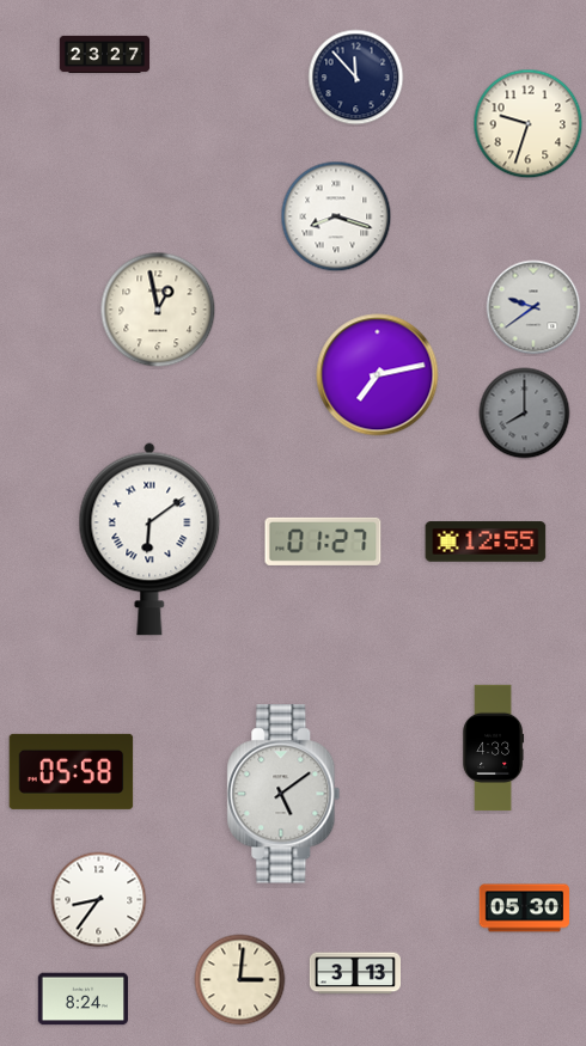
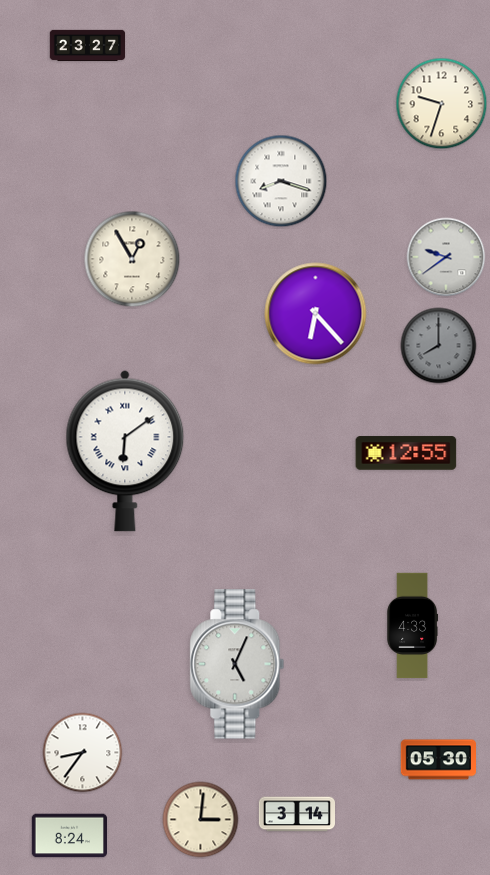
clock at (356, 78): 11:53 -> none
clock at (158, 310): 12:58 -> 12:55
clock at (378, 375): 7:13 -> 6:23
clock at (323, 542): 01:27 -> none
clock at (72, 771): 05:58 -> none
clock at (283, 794): 5:09 -> 5:04
clock at (354, 973): 3:13 -> 3:14
